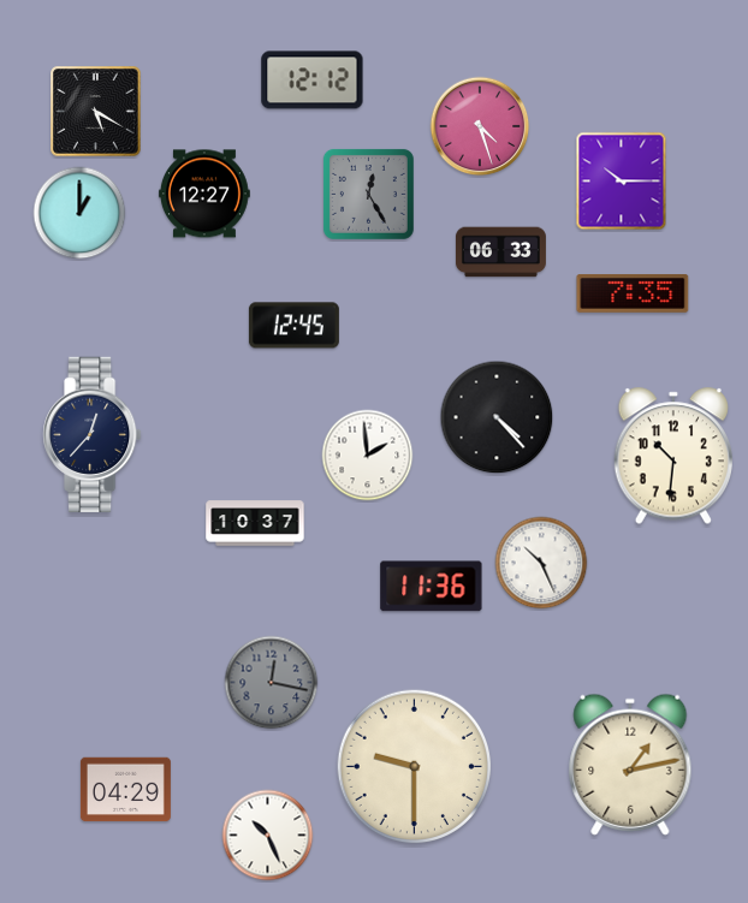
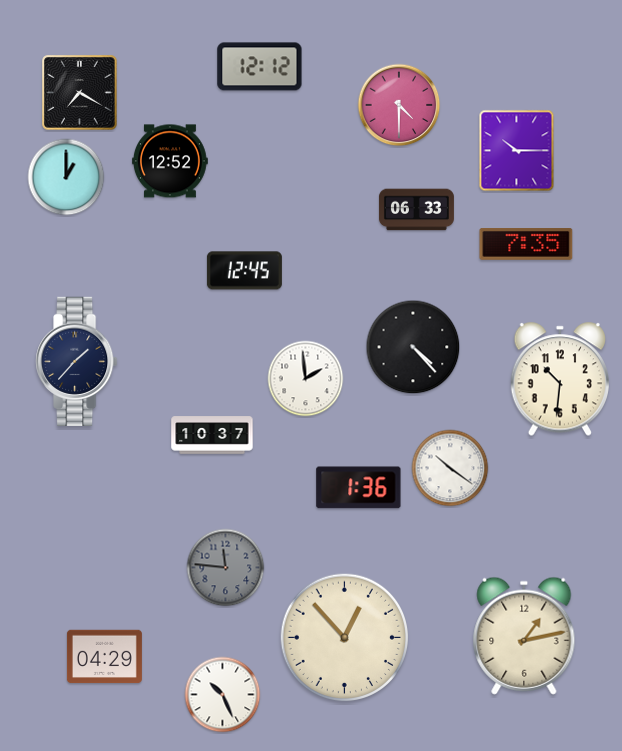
clock at (96, 112): 5:20 -> 7:20
clock at (480, 126): 4:27 -> 4:30
clock at (204, 194): 12:27 -> 12:52
clock at (368, 194): 12:25 -> none
clock at (93, 434): 12:37 -> 1:37
clock at (541, 563): 10:26 -> 10:21
clock at (432, 587): 11:36 -> 1:36
clock at (272, 683): 12:17 -> 11:46
clock at (415, 767): 9:30 -> 12:53
